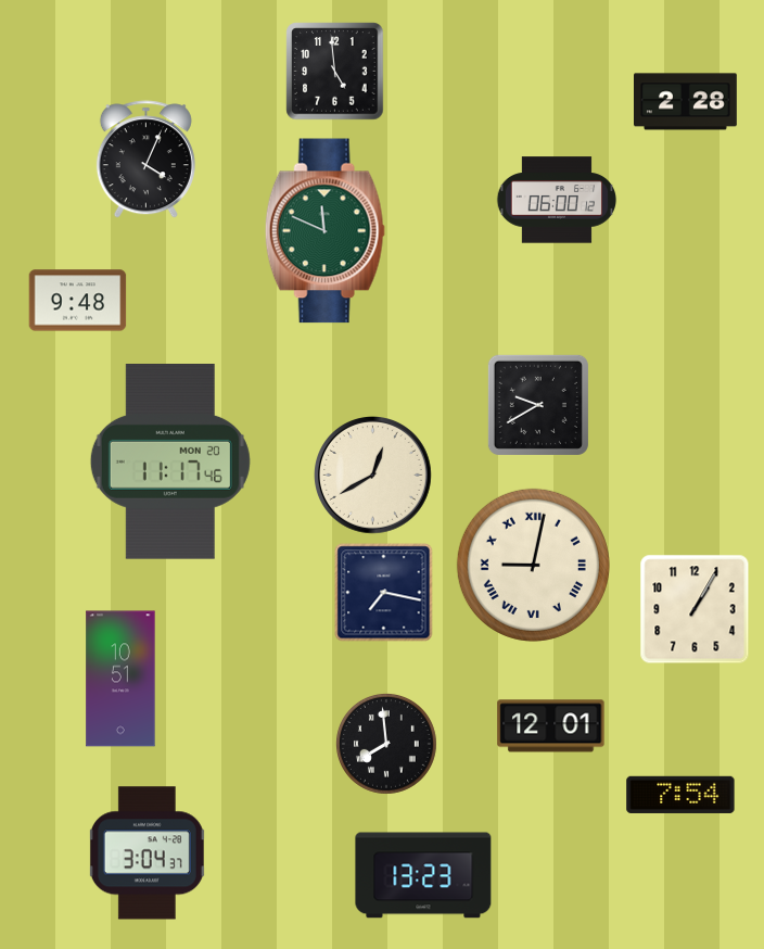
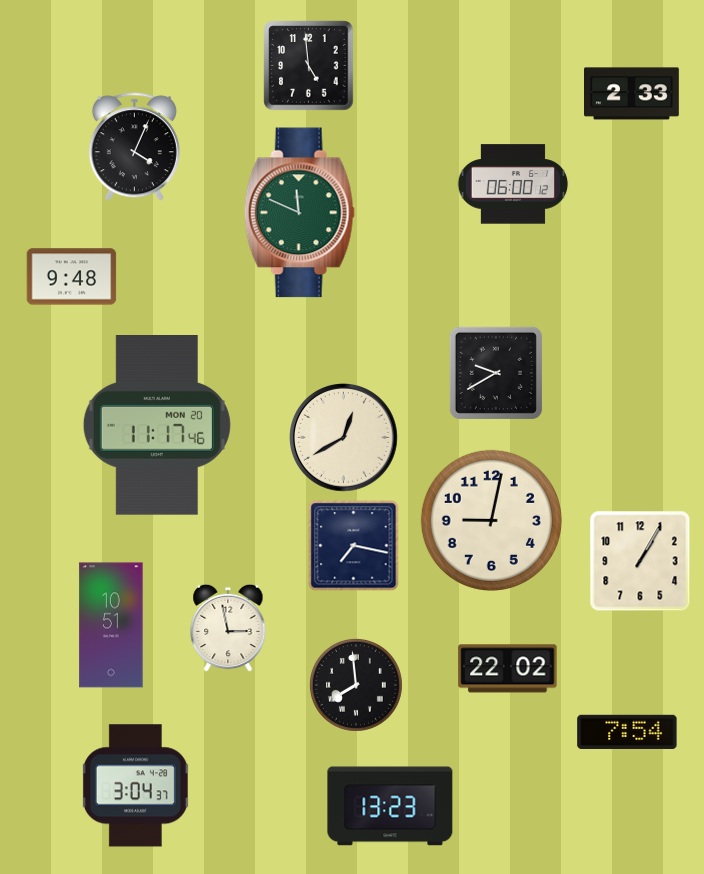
clock at (686, 102): 2:28 -> 2:33
clock at (533, 565) numerals: Roman -> Arabic
clock at (228, 628): none -> 2:58
clock at (551, 726): 12:01 -> 22:02
